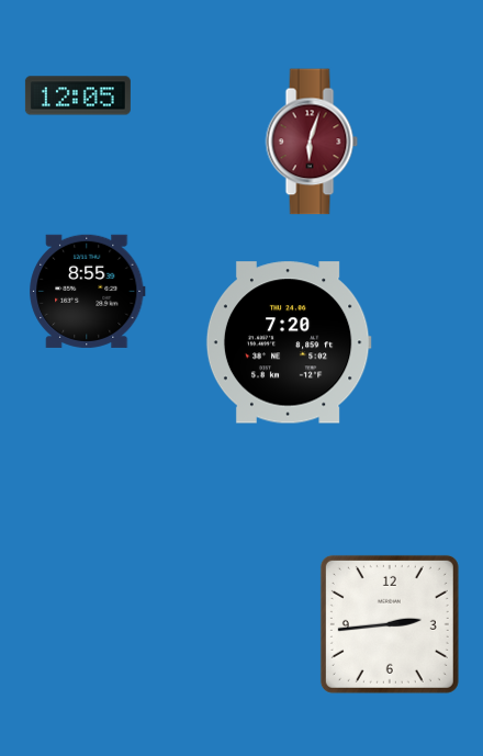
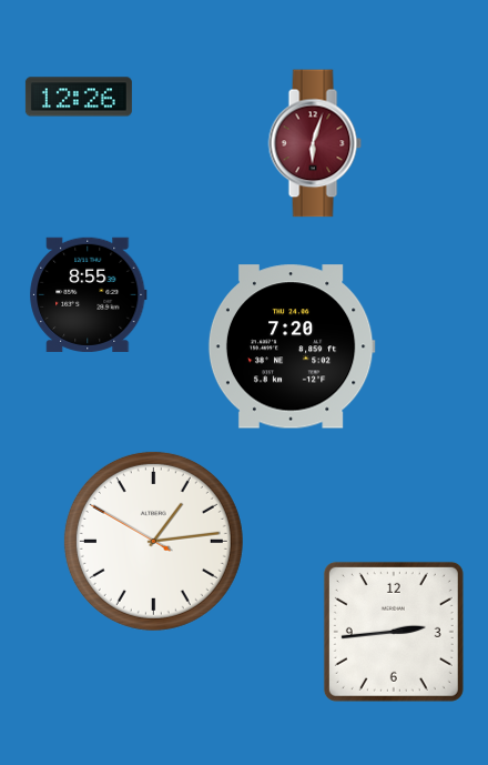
clock at (78, 95): 12:05 -> 12:26
clock at (153, 541): none -> 1:13
